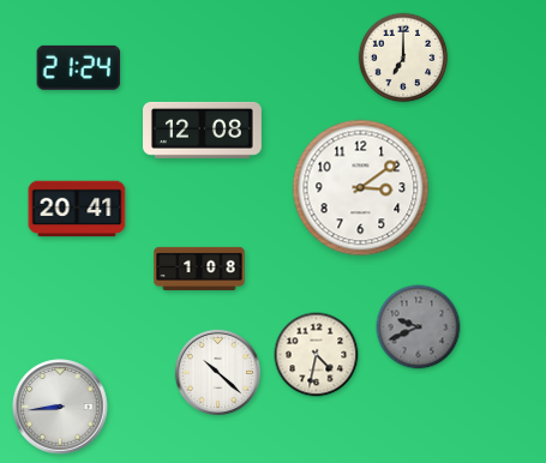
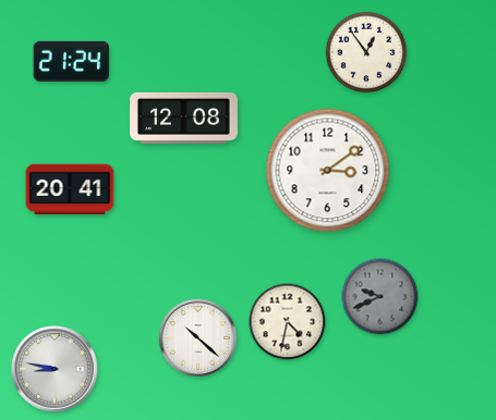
clock at (403, 58): 7:00 -> 12:54
clock at (199, 269): 1:08 -> none
clock at (60, 407): 8:44 -> 8:47
